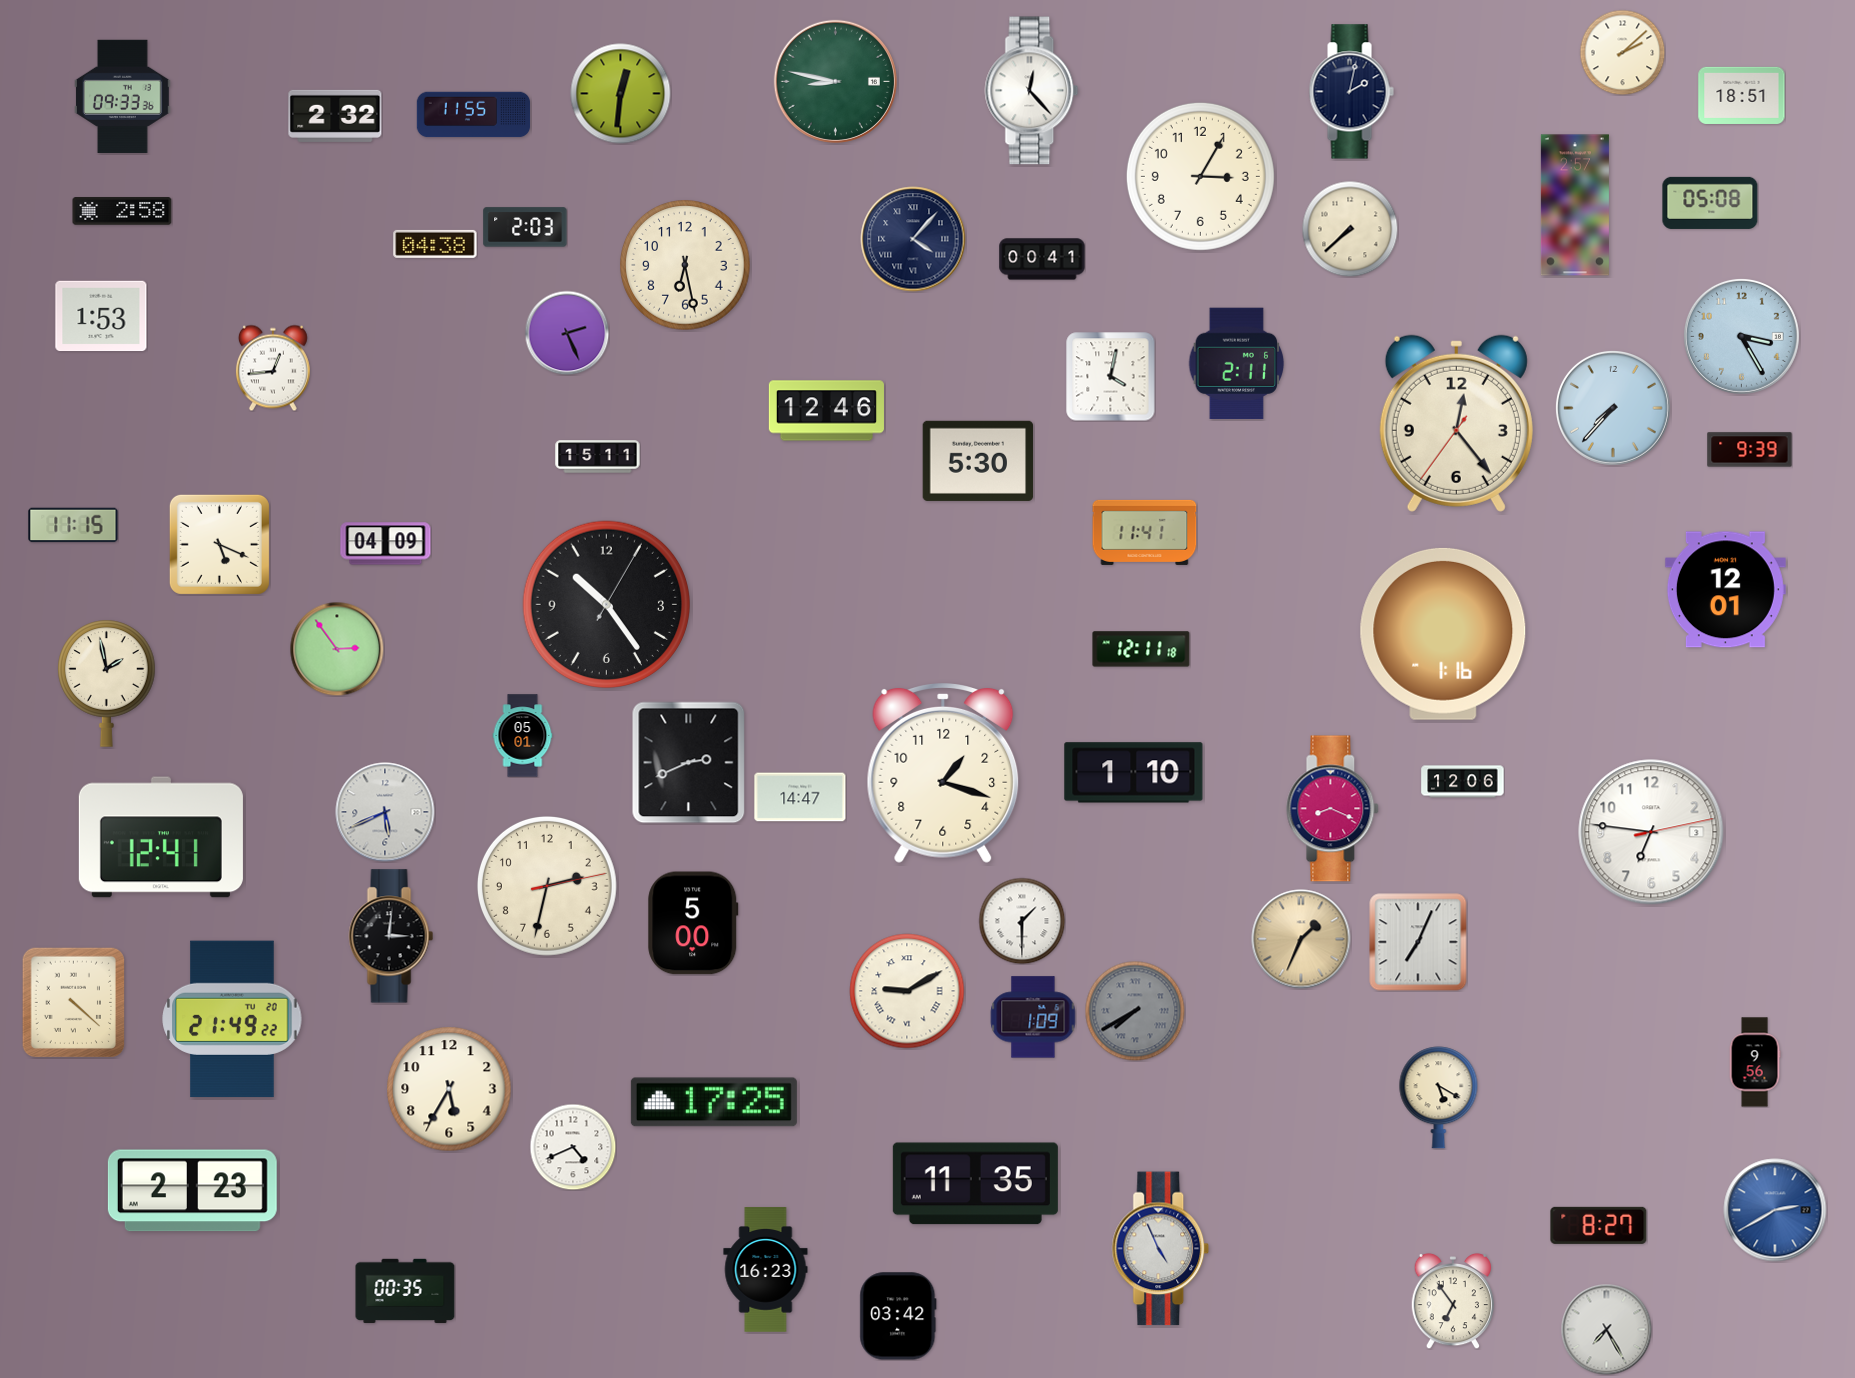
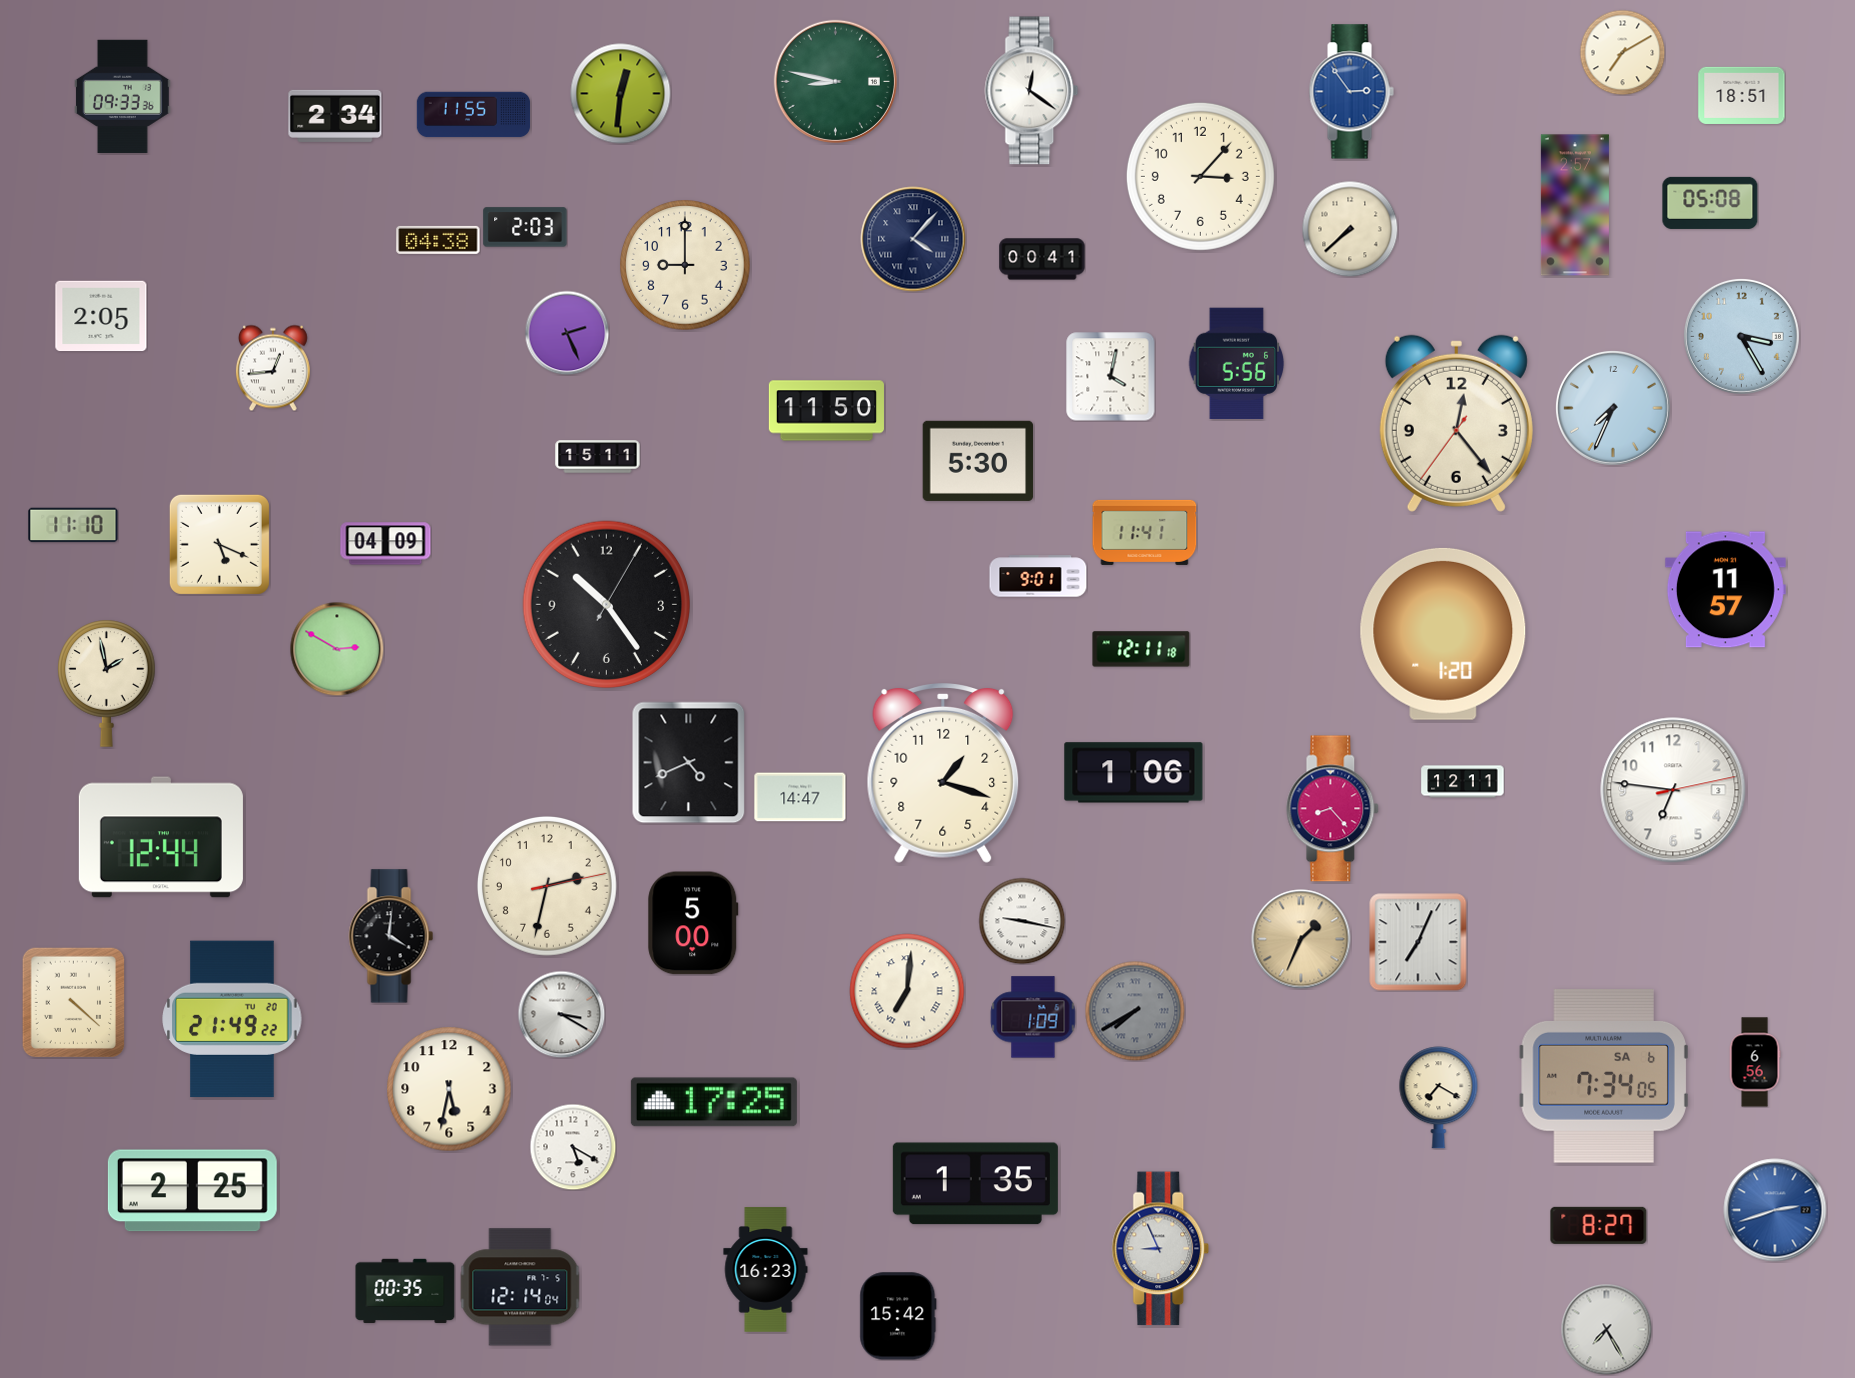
clock at (1622, 52): 2:08 -> 7:10
clock at (1032, 91): 12:23 -> 12:21
clock at (1351, 92): 2:02 -> 2:54
clock at (1351, 92) dial: navy -> blue
clock at (335, 116): 2:32 -> 2:34
clock at (1200, 176): 3:05 -> 3:07
clock at (122, 211): 2:58 -> none
clock at (435, 244) position: (435, 244) -> (438, 240)
clock at (685, 265): 6:28 -> 9:00
clock at (101, 316): 1:53 -> 2:05
clock at (1237, 363): 2:11 -> 5:56
clock at (1613, 408): 7:37 -> 7:34
clock at (826, 411): 12:46 -> 11:50
clock at (1750, 450): 9:39 -> none
clock at (73, 525): 11:15 -> 11:10
clock at (1038, 576): none -> 9:01
clock at (1725, 590): 12:01 -> 11:57
clock at (1443, 634): 1:16 -> 1:20
clock at (337, 649): 2:54 -> 2:50
clock at (523, 736): 05:01 -> none
clock at (689, 763): 2:41 -> 4:41
clock at (1134, 773): 1:10 -> 1:06
clock at (1463, 782): 12:06 -> 12:11
clock at (1333, 809): 8:19 -> 8:23
clock at (385, 812): 5:41 -> none
clock at (1651, 832) position: (1651, 832) -> (1673, 790)
clock at (161, 837): 12:41 -> 12:44
clock at (1022, 921): 1:30 -> 9:17
clock at (391, 936): 3:01 -> 4:01
clock at (907, 991): 9:10 -> 7:01
clock at (561, 1014): none -> 3:20
clock at (1755, 1062): 9:56 -> 6:56
clock at (1604, 1076): none -> 7:34
clock at (449, 1089): 5:35 -> 5:32
clock at (1439, 1098): 5:20 -> 7:20
clock at (573, 1147): 4:41 -> 5:20
clock at (975, 1184): 11:35 -> 1:35
clock at (192, 1191): 2:23 -> 2:25
clock at (1775, 1210): 2:40 -> 2:42
clock at (1161, 1249): 4:56 -> 8:56
clock at (520, 1287): none -> 12:14
clock at (1452, 1301): 6:54 -> none
clock at (898, 1316): 03:42 -> 15:42
